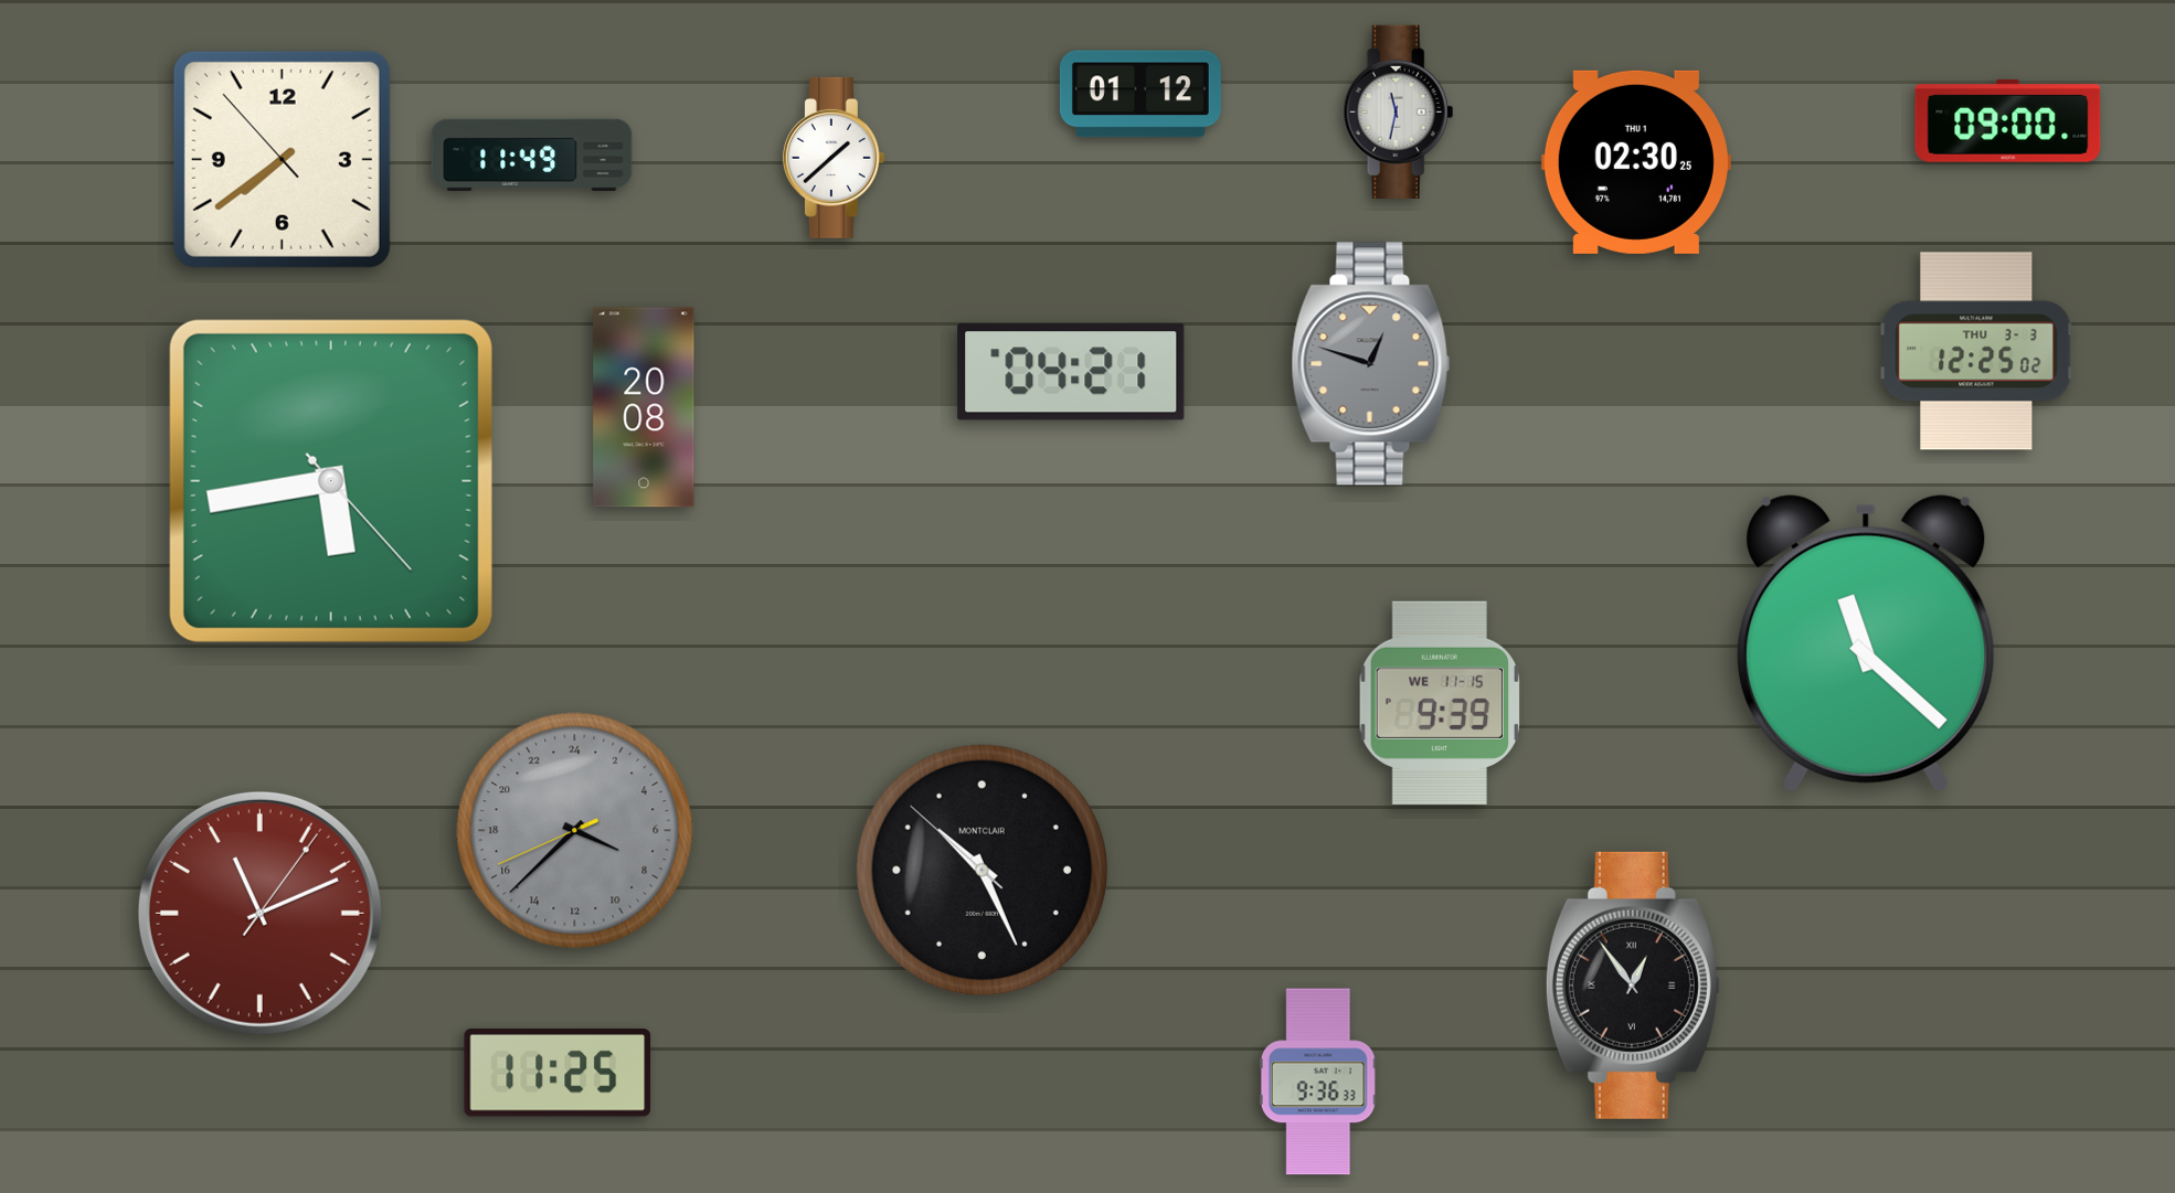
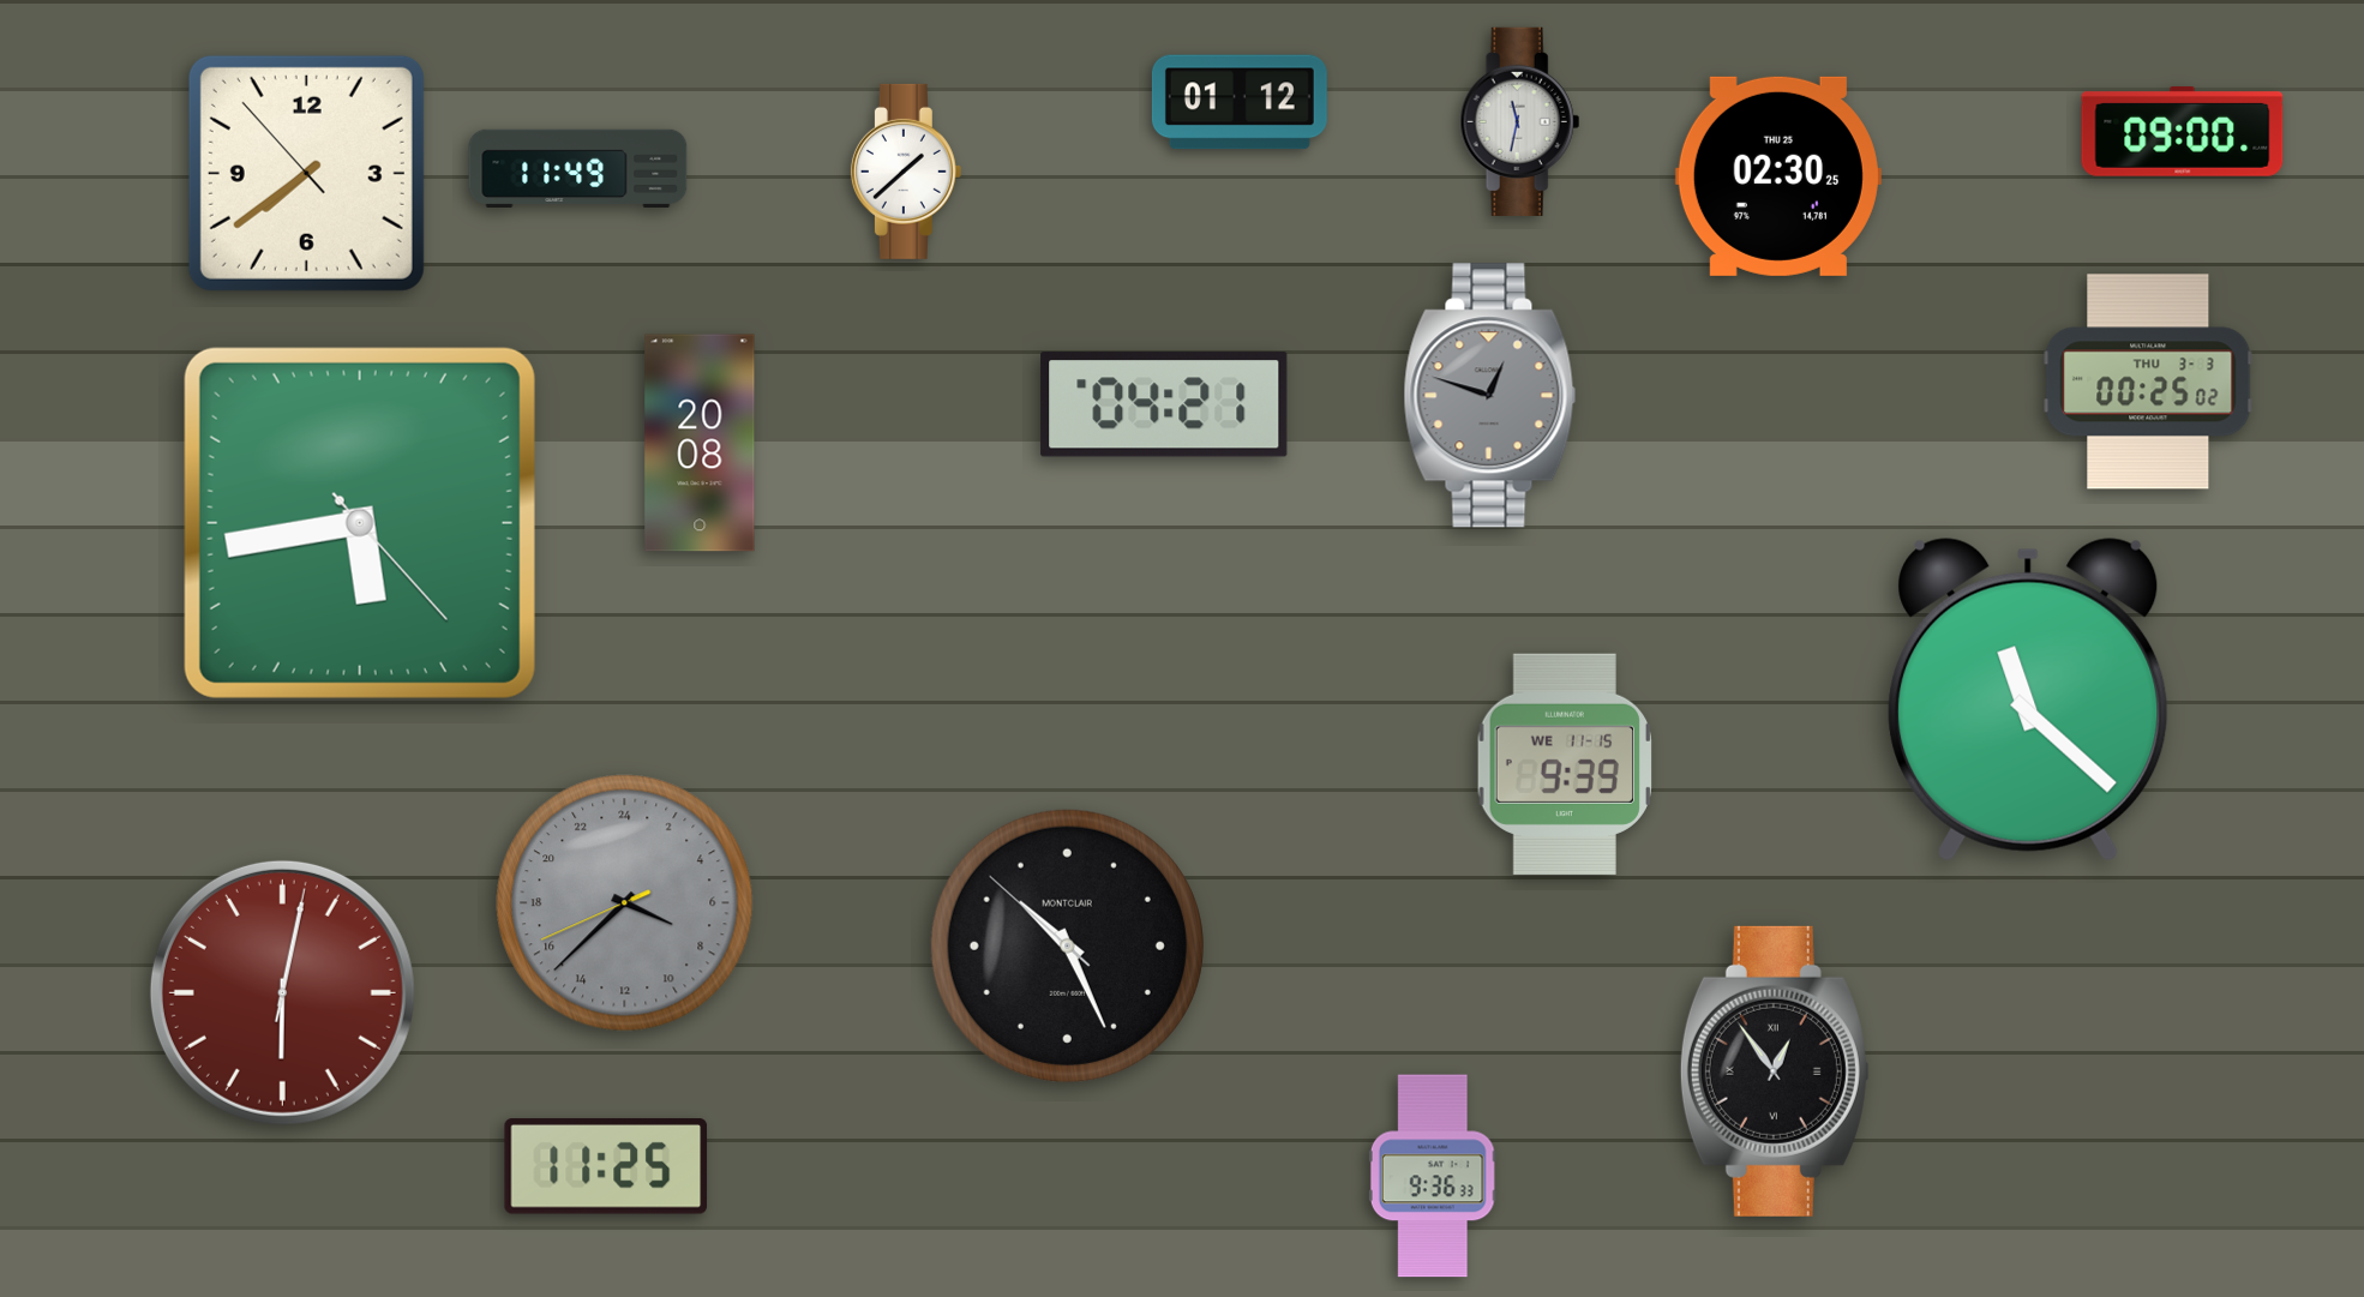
clock at (1636, 162) date: THU 1 -> THU 25
clock at (1976, 351): 12:25 -> 00:25
clock at (259, 913): 11:11 -> 6:02
